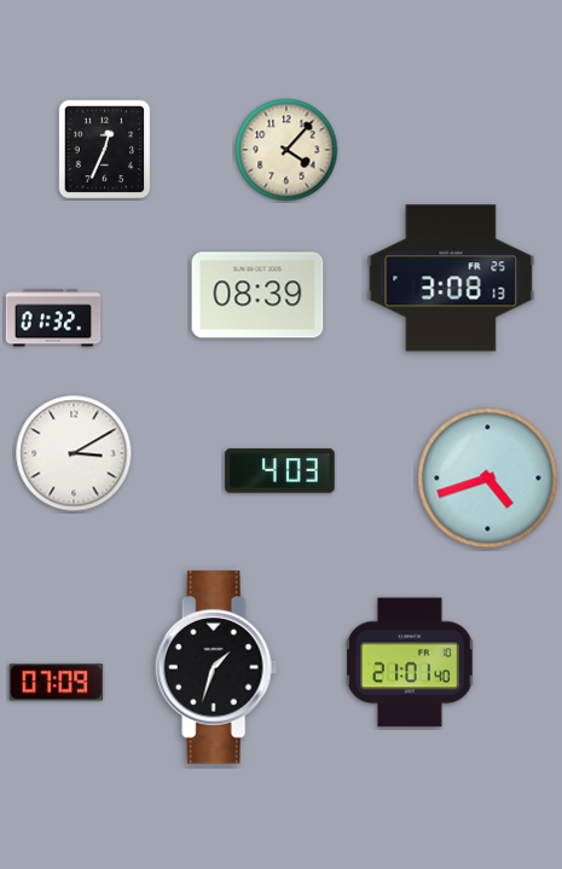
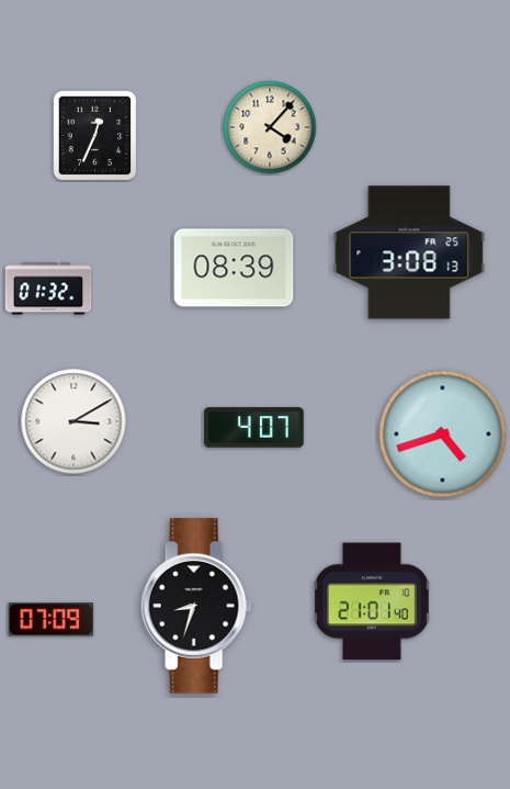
clock at (286, 150) position: (286, 150) -> (270, 127)
clock at (74, 453) position: (74, 453) -> (73, 421)
clock at (280, 471): 4:03 -> 4:07
clock at (216, 667): 1:33 -> 8:33
